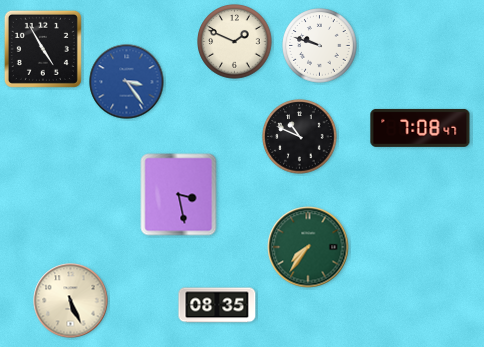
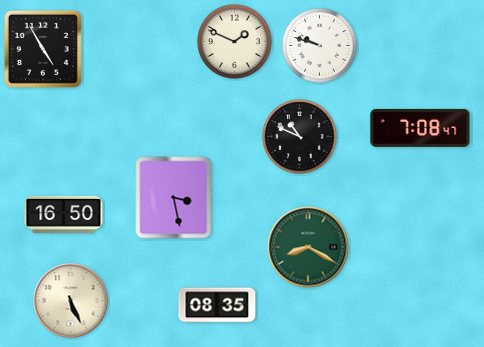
clock at (127, 82): 3:24 -> none
clock at (179, 195) position: (179, 195) -> (174, 198)
clock at (64, 214): none -> 16:50
clock at (308, 247): 7:36 -> 8:20
